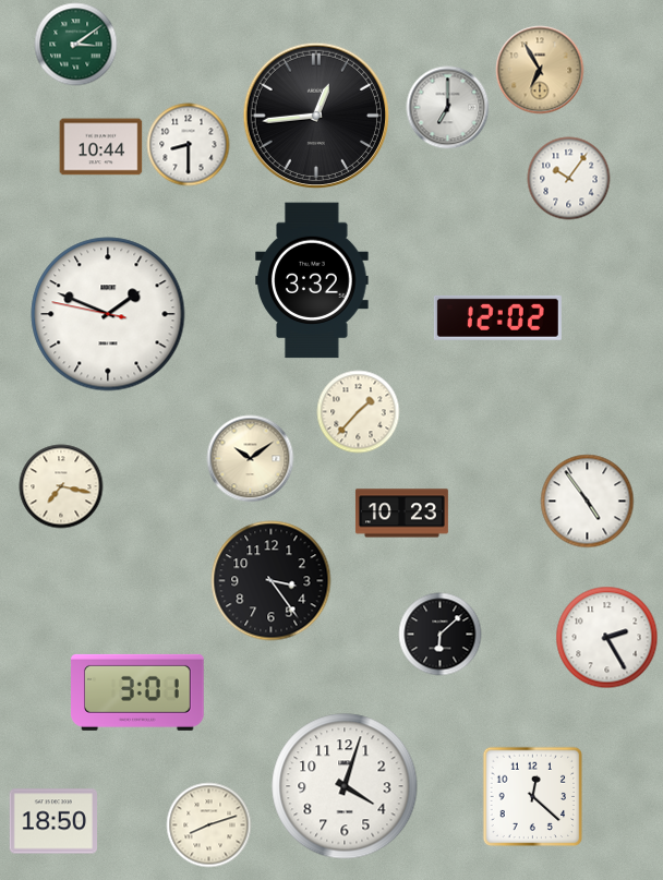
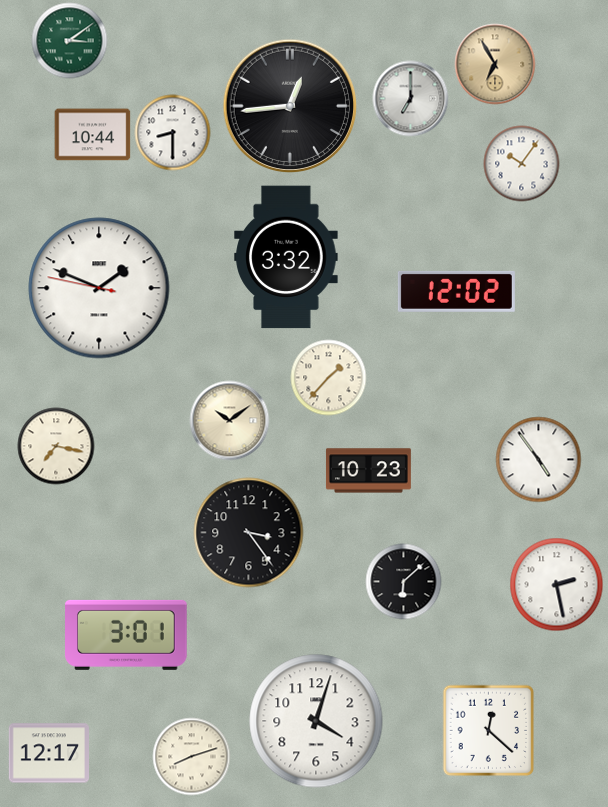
clock at (607, 638): 2:25 -> 2:28
clock at (52, 821): 18:50 -> 12:17
